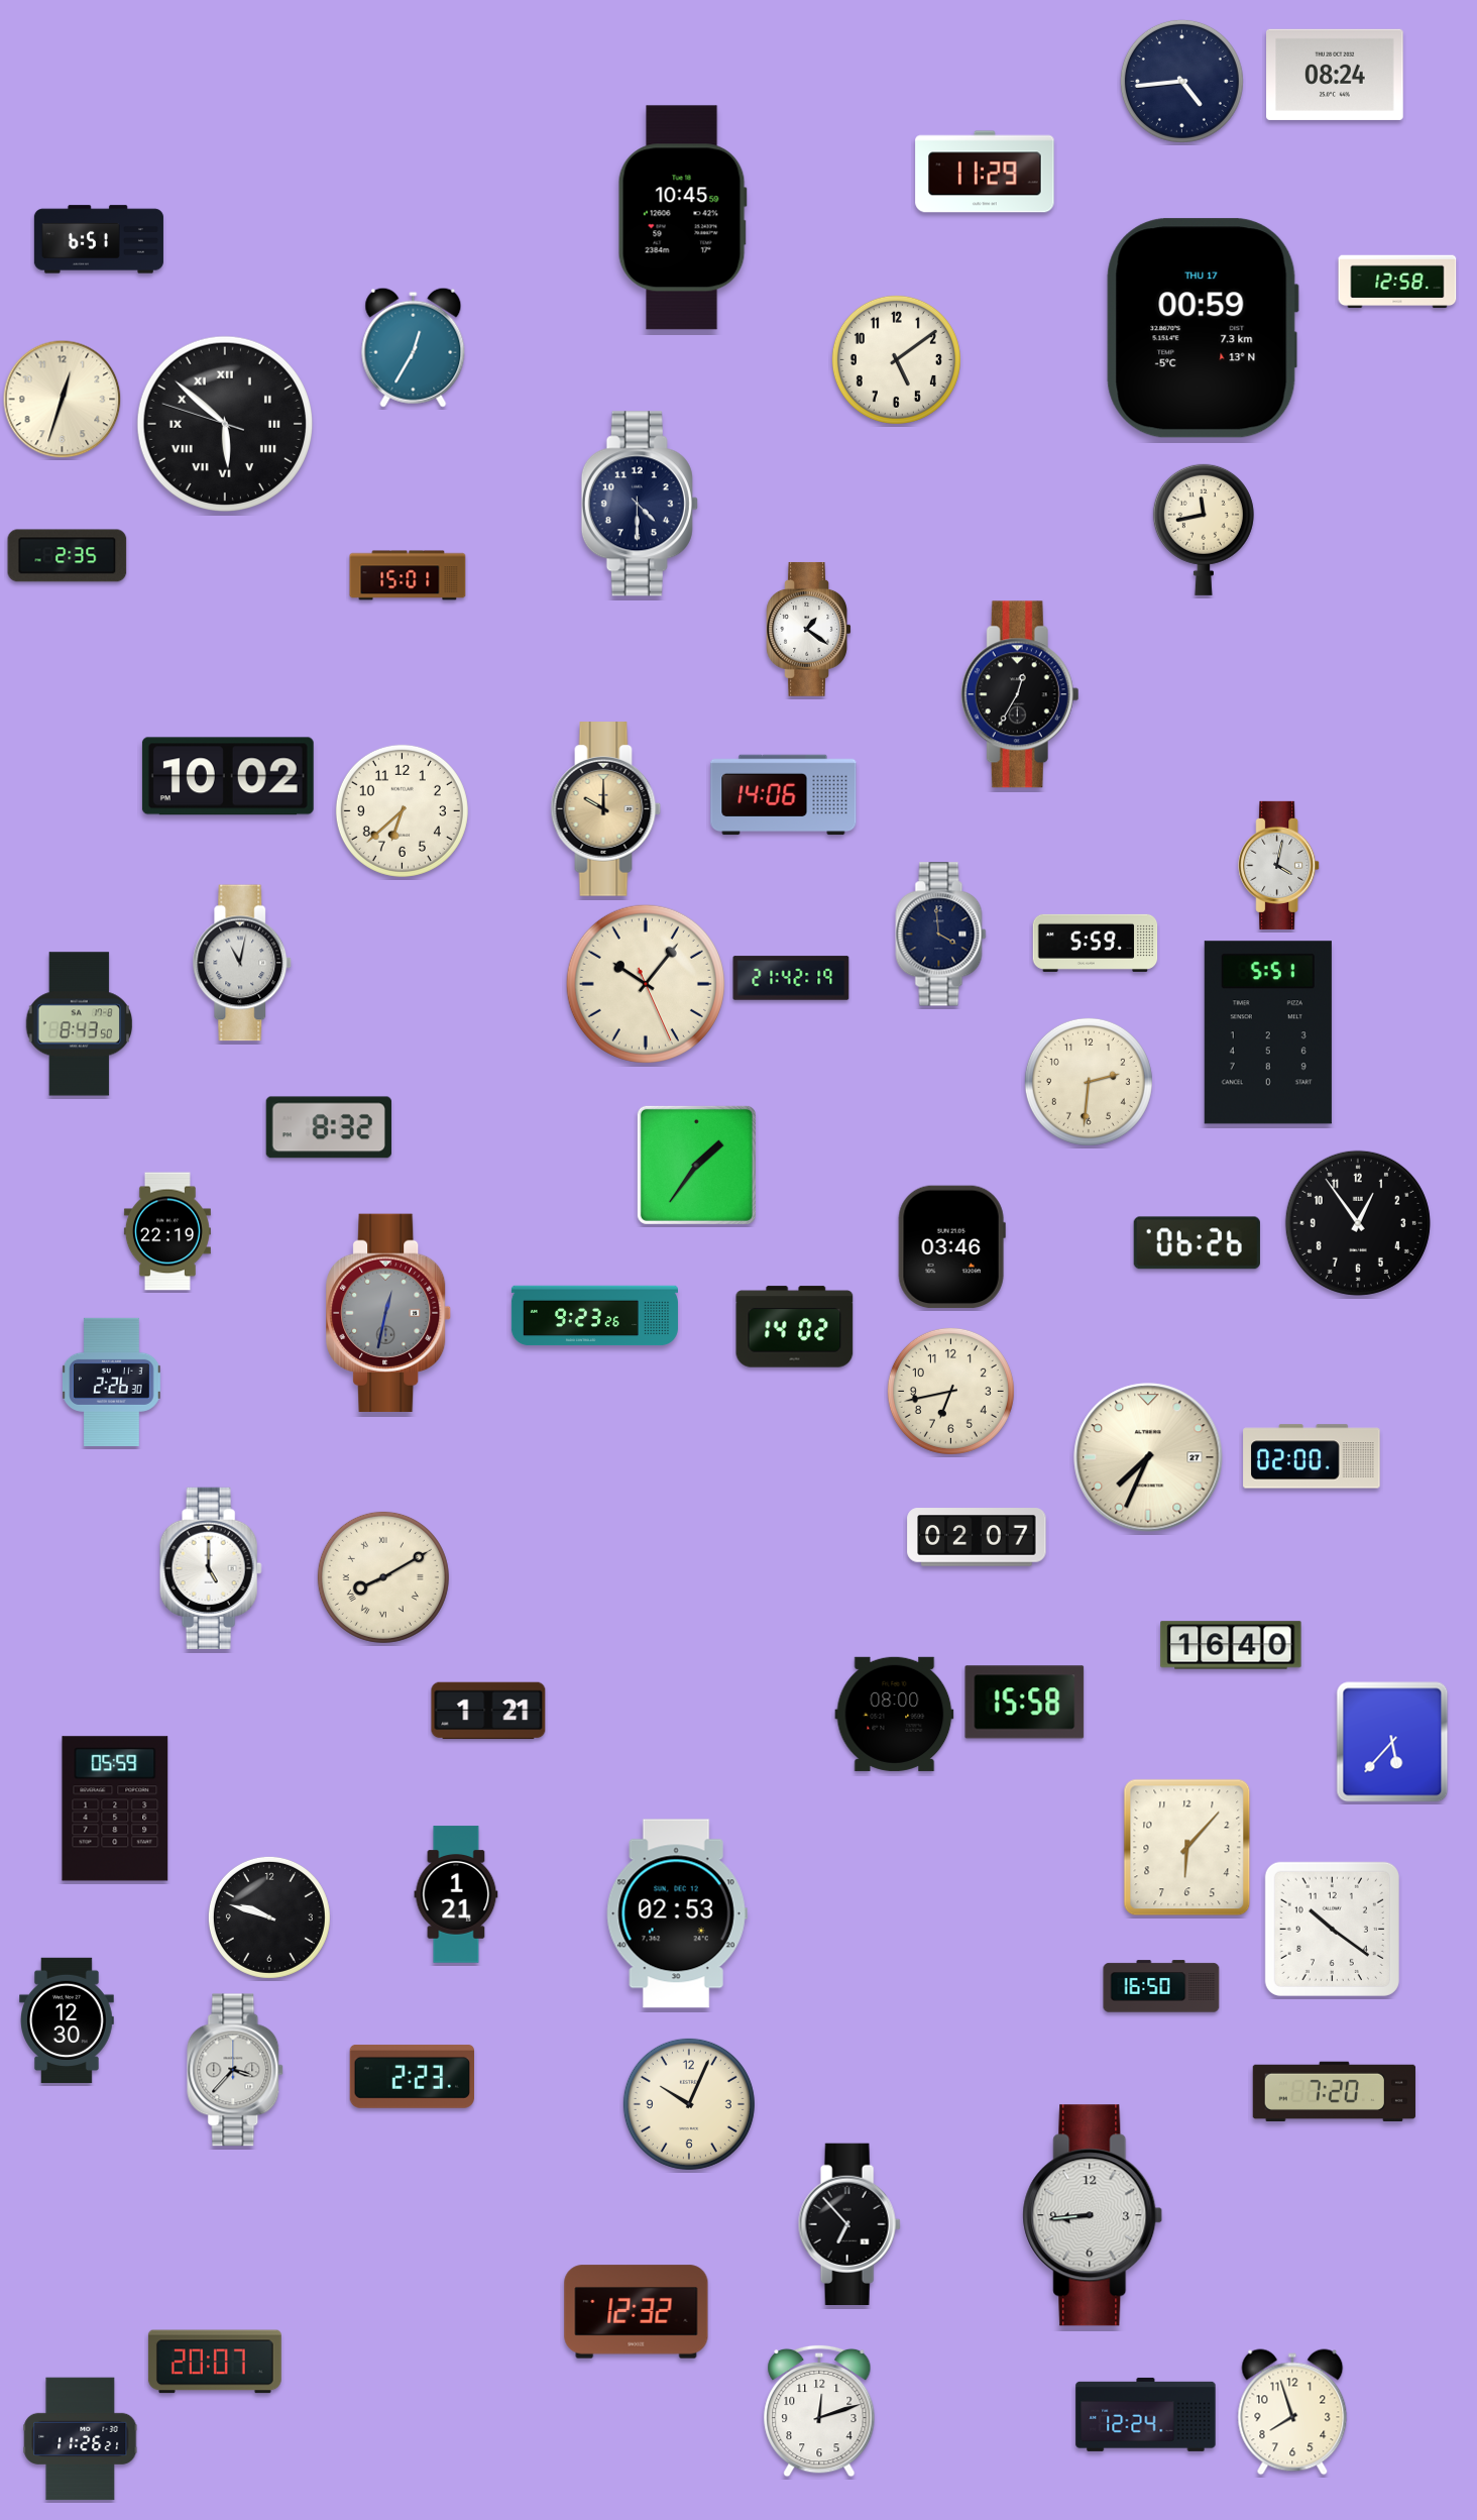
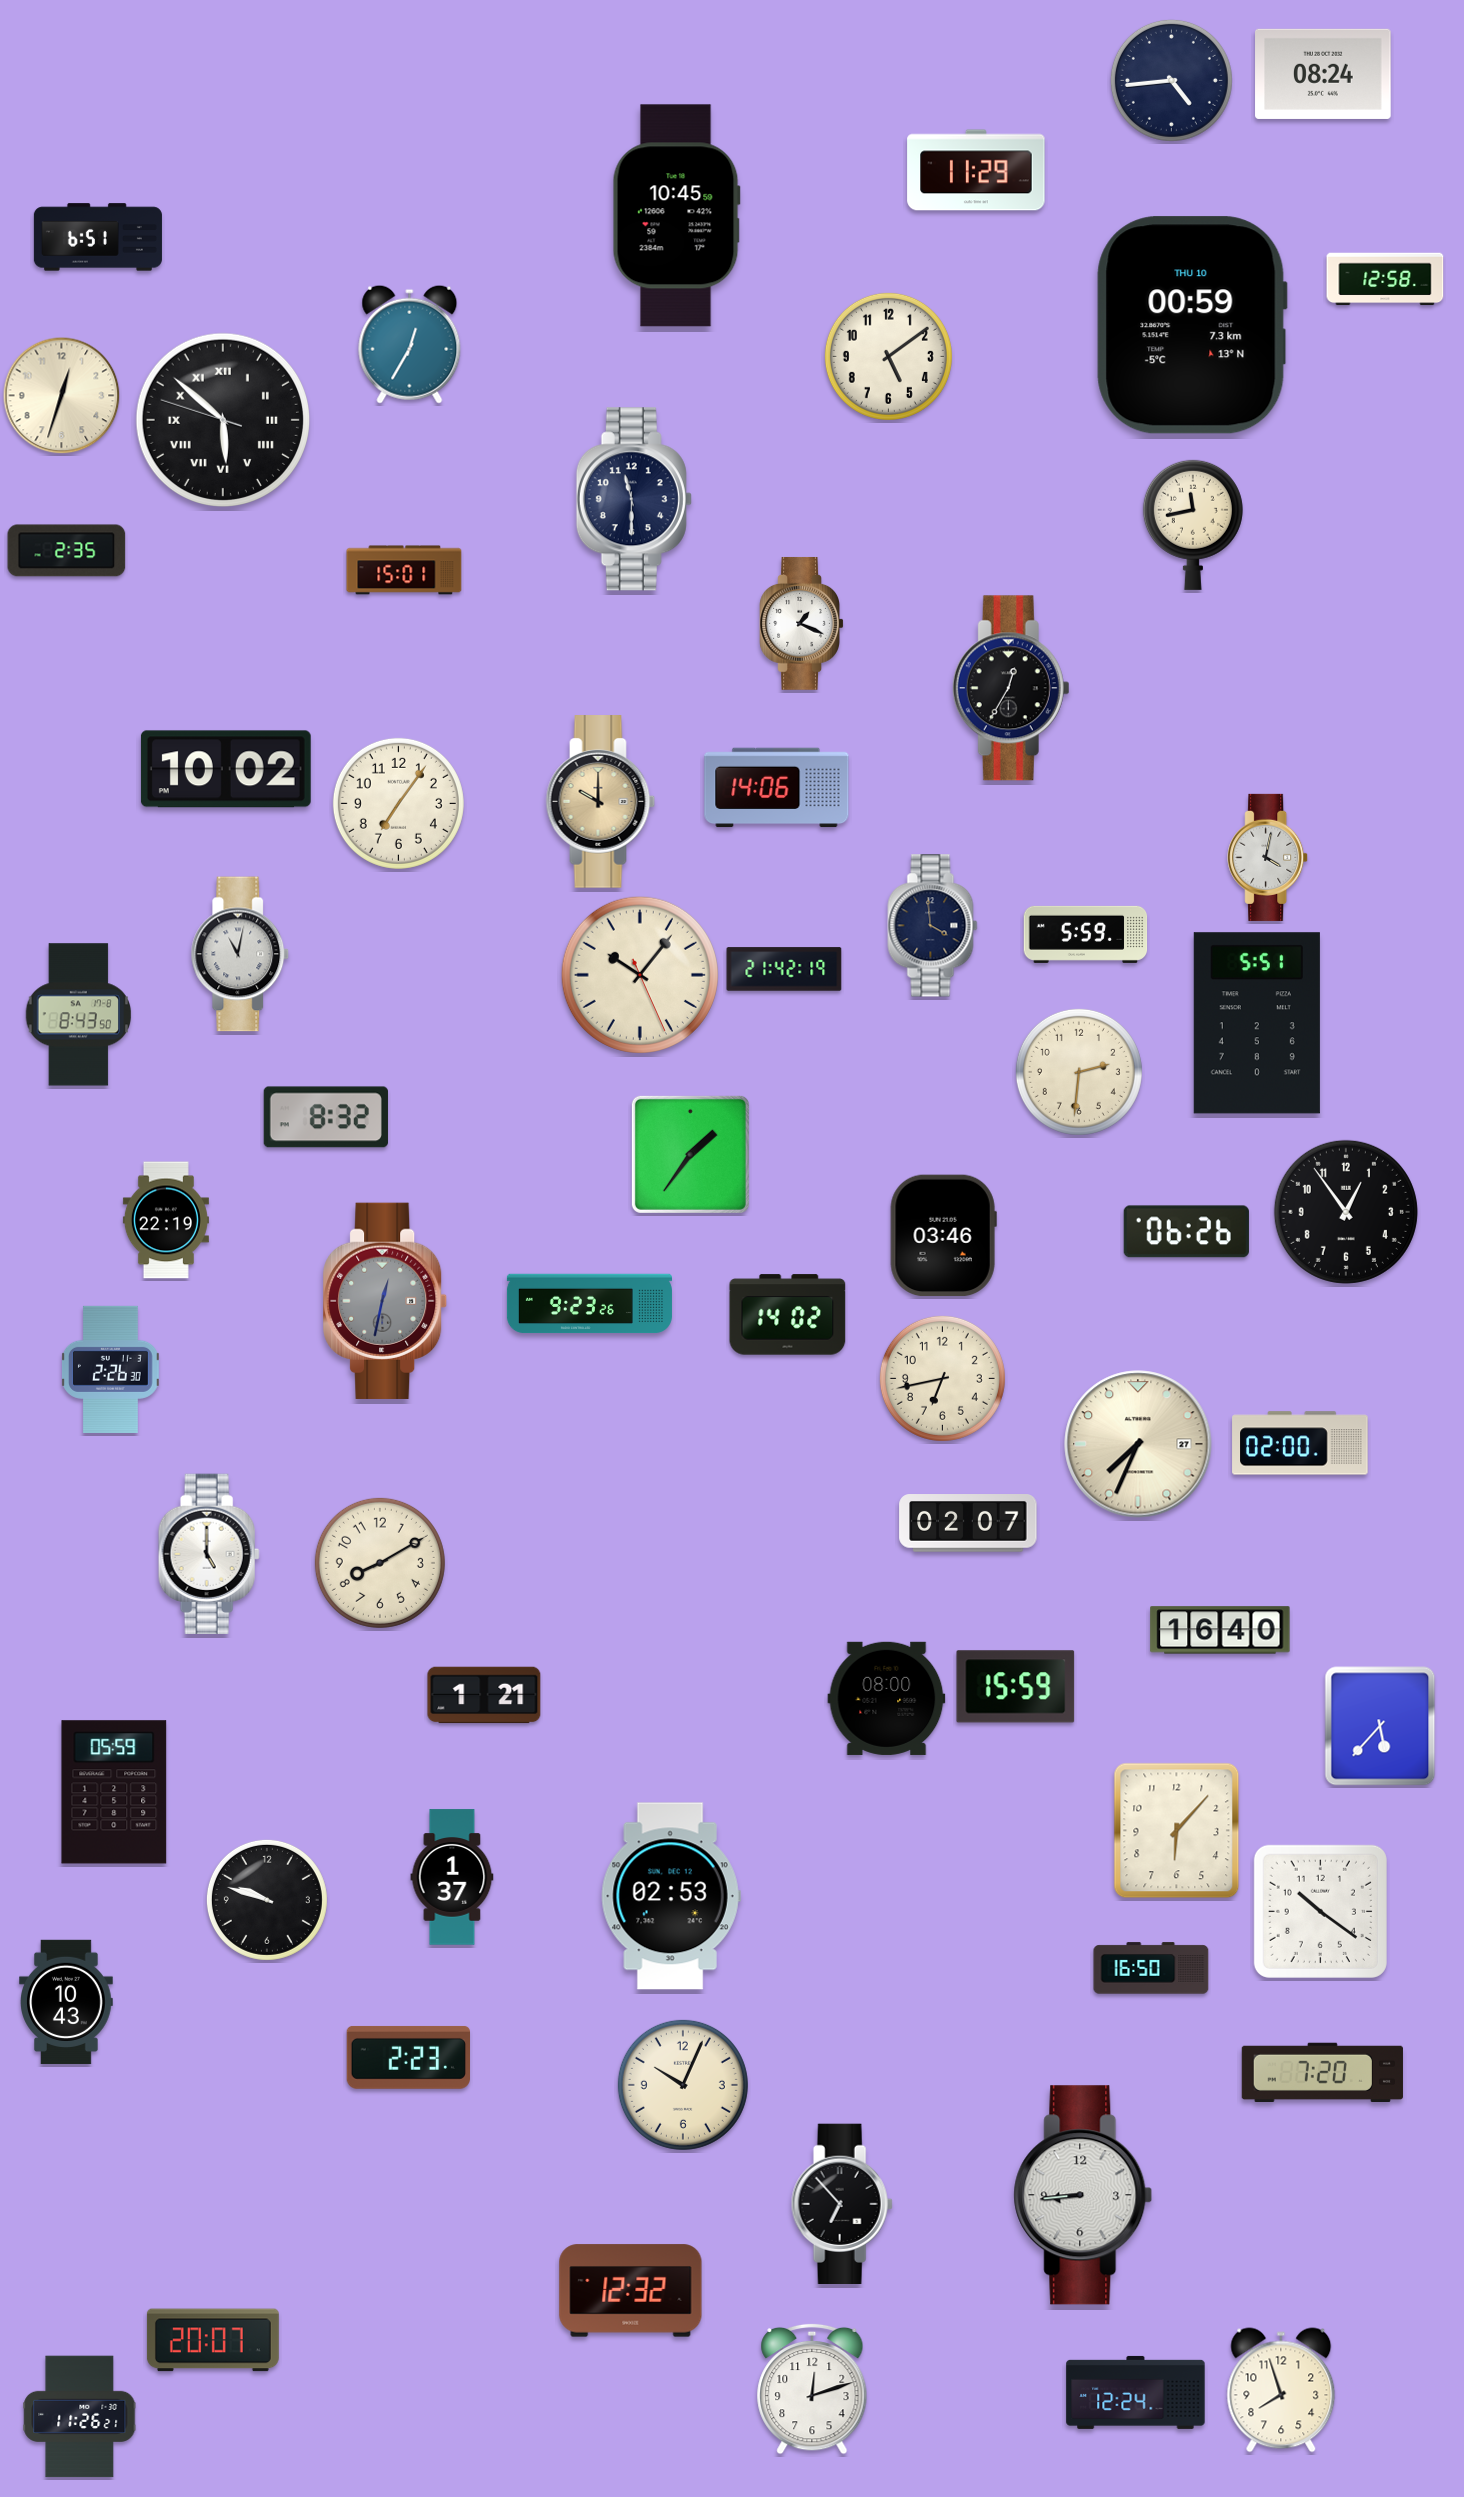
clock at (1203, 328) date: THU 17 -> THU 10
clock at (640, 504): 4:30 -> 11:30
clock at (809, 629): 1:21 -> 1:19
clock at (402, 810): 6:38 -> 7:06
clock at (383, 1577) numerals: Roman -> Arabic
clock at (1025, 1703): 15:58 -> 15:59
clock at (456, 1894): 1:21 -> 1:37
clock at (67, 2020): 12:30 -> 10:43
clock at (236, 2070): 3:37 -> none
